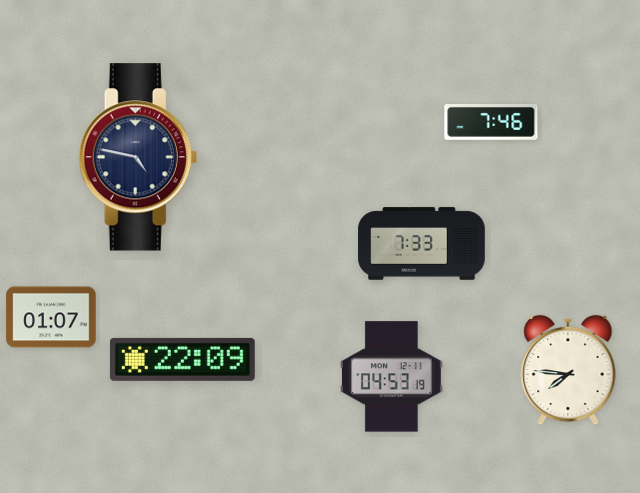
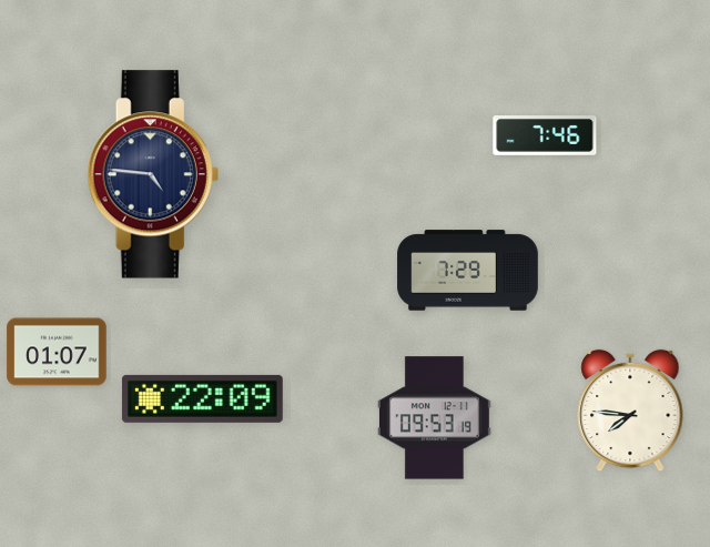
clock at (138, 157): 4:47 -> 4:46
clock at (422, 244): 7:33 -> 7:29
clock at (391, 377): 04:53 -> 09:53
